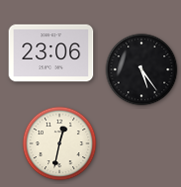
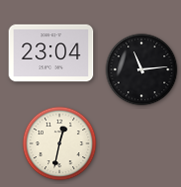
clock at (51, 53): 23:06 -> 23:04
clock at (142, 70): 5:24 -> 11:14
